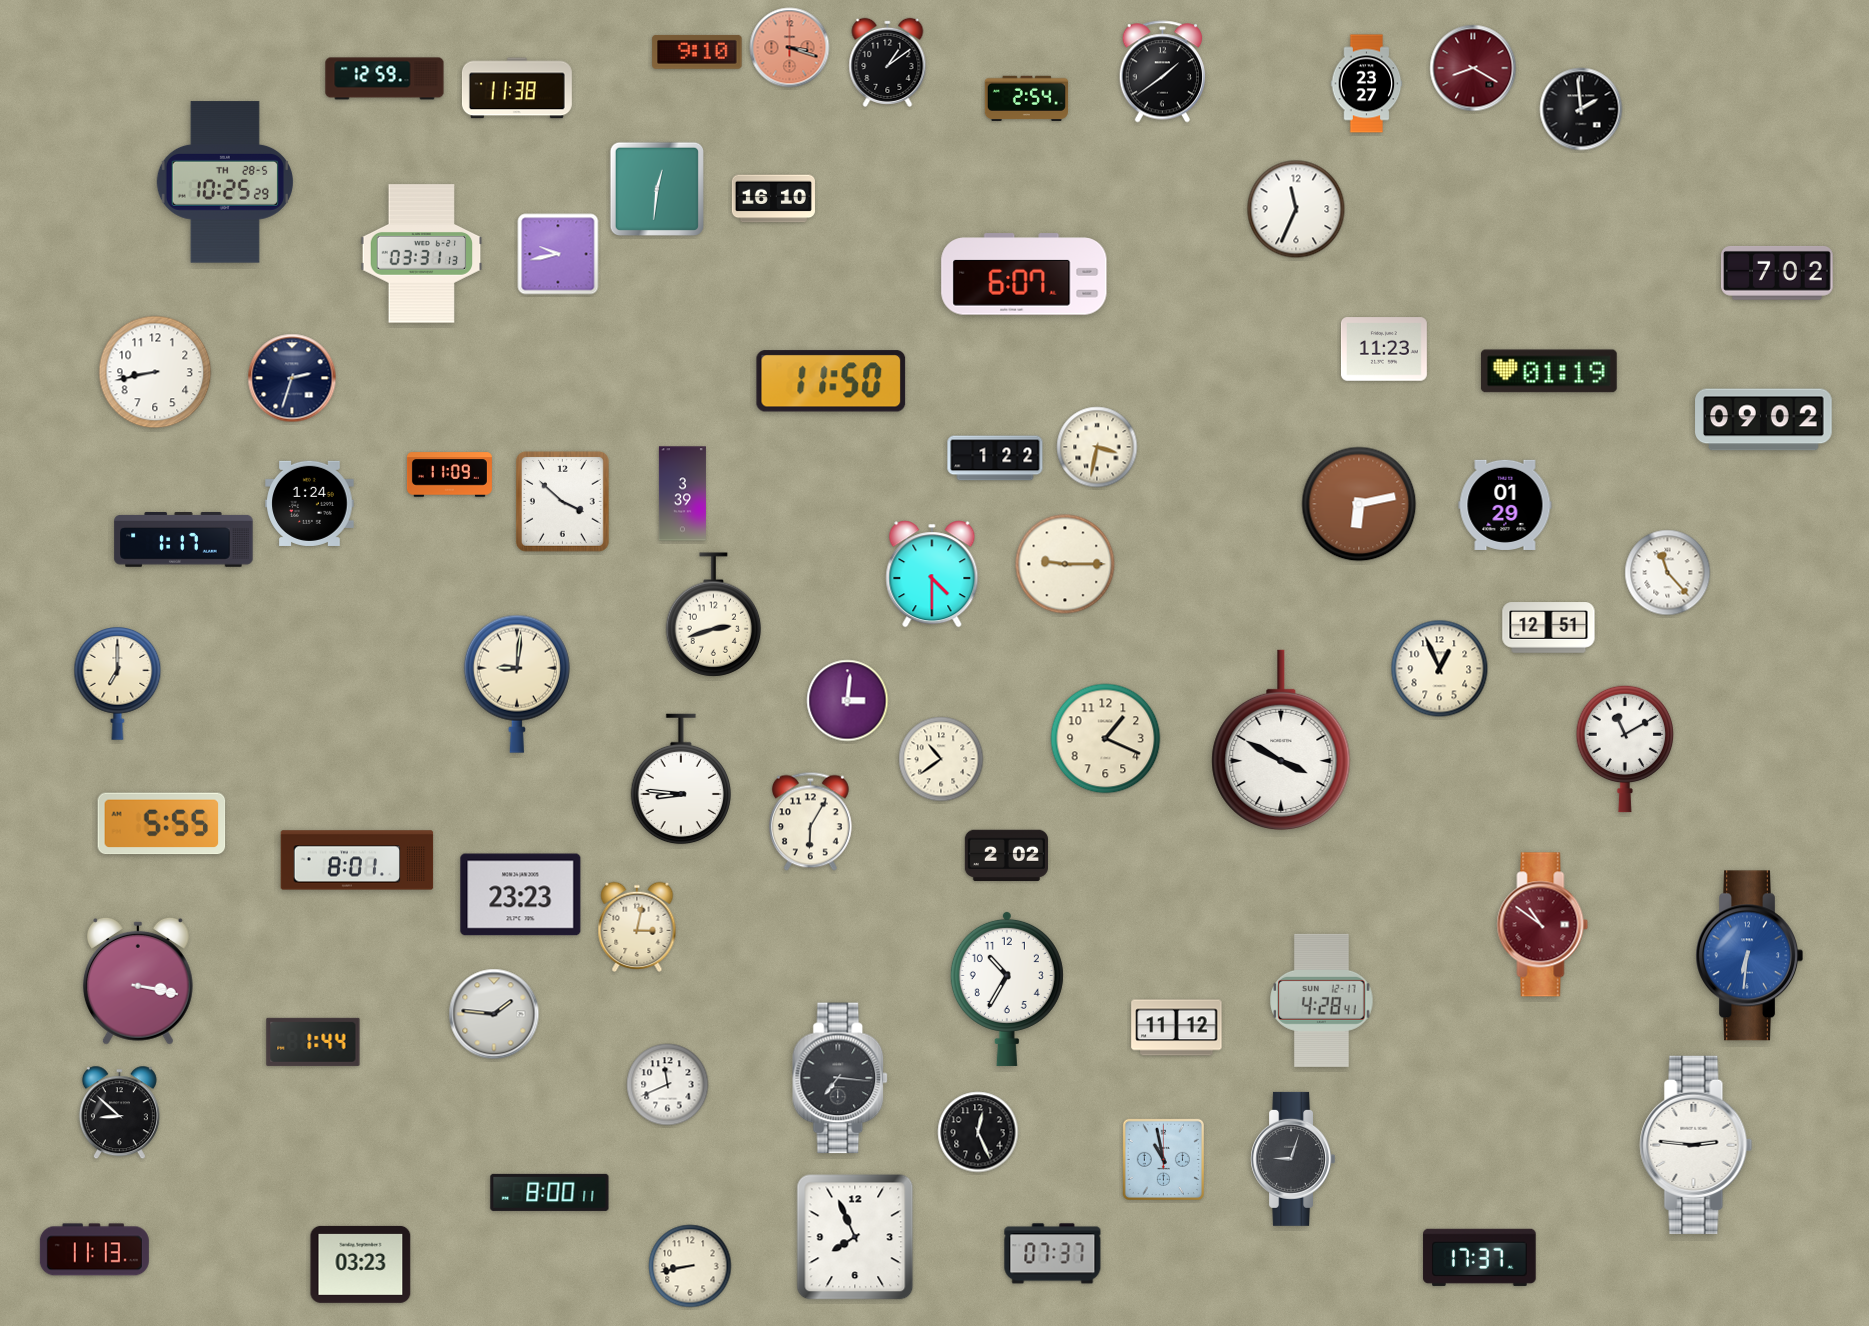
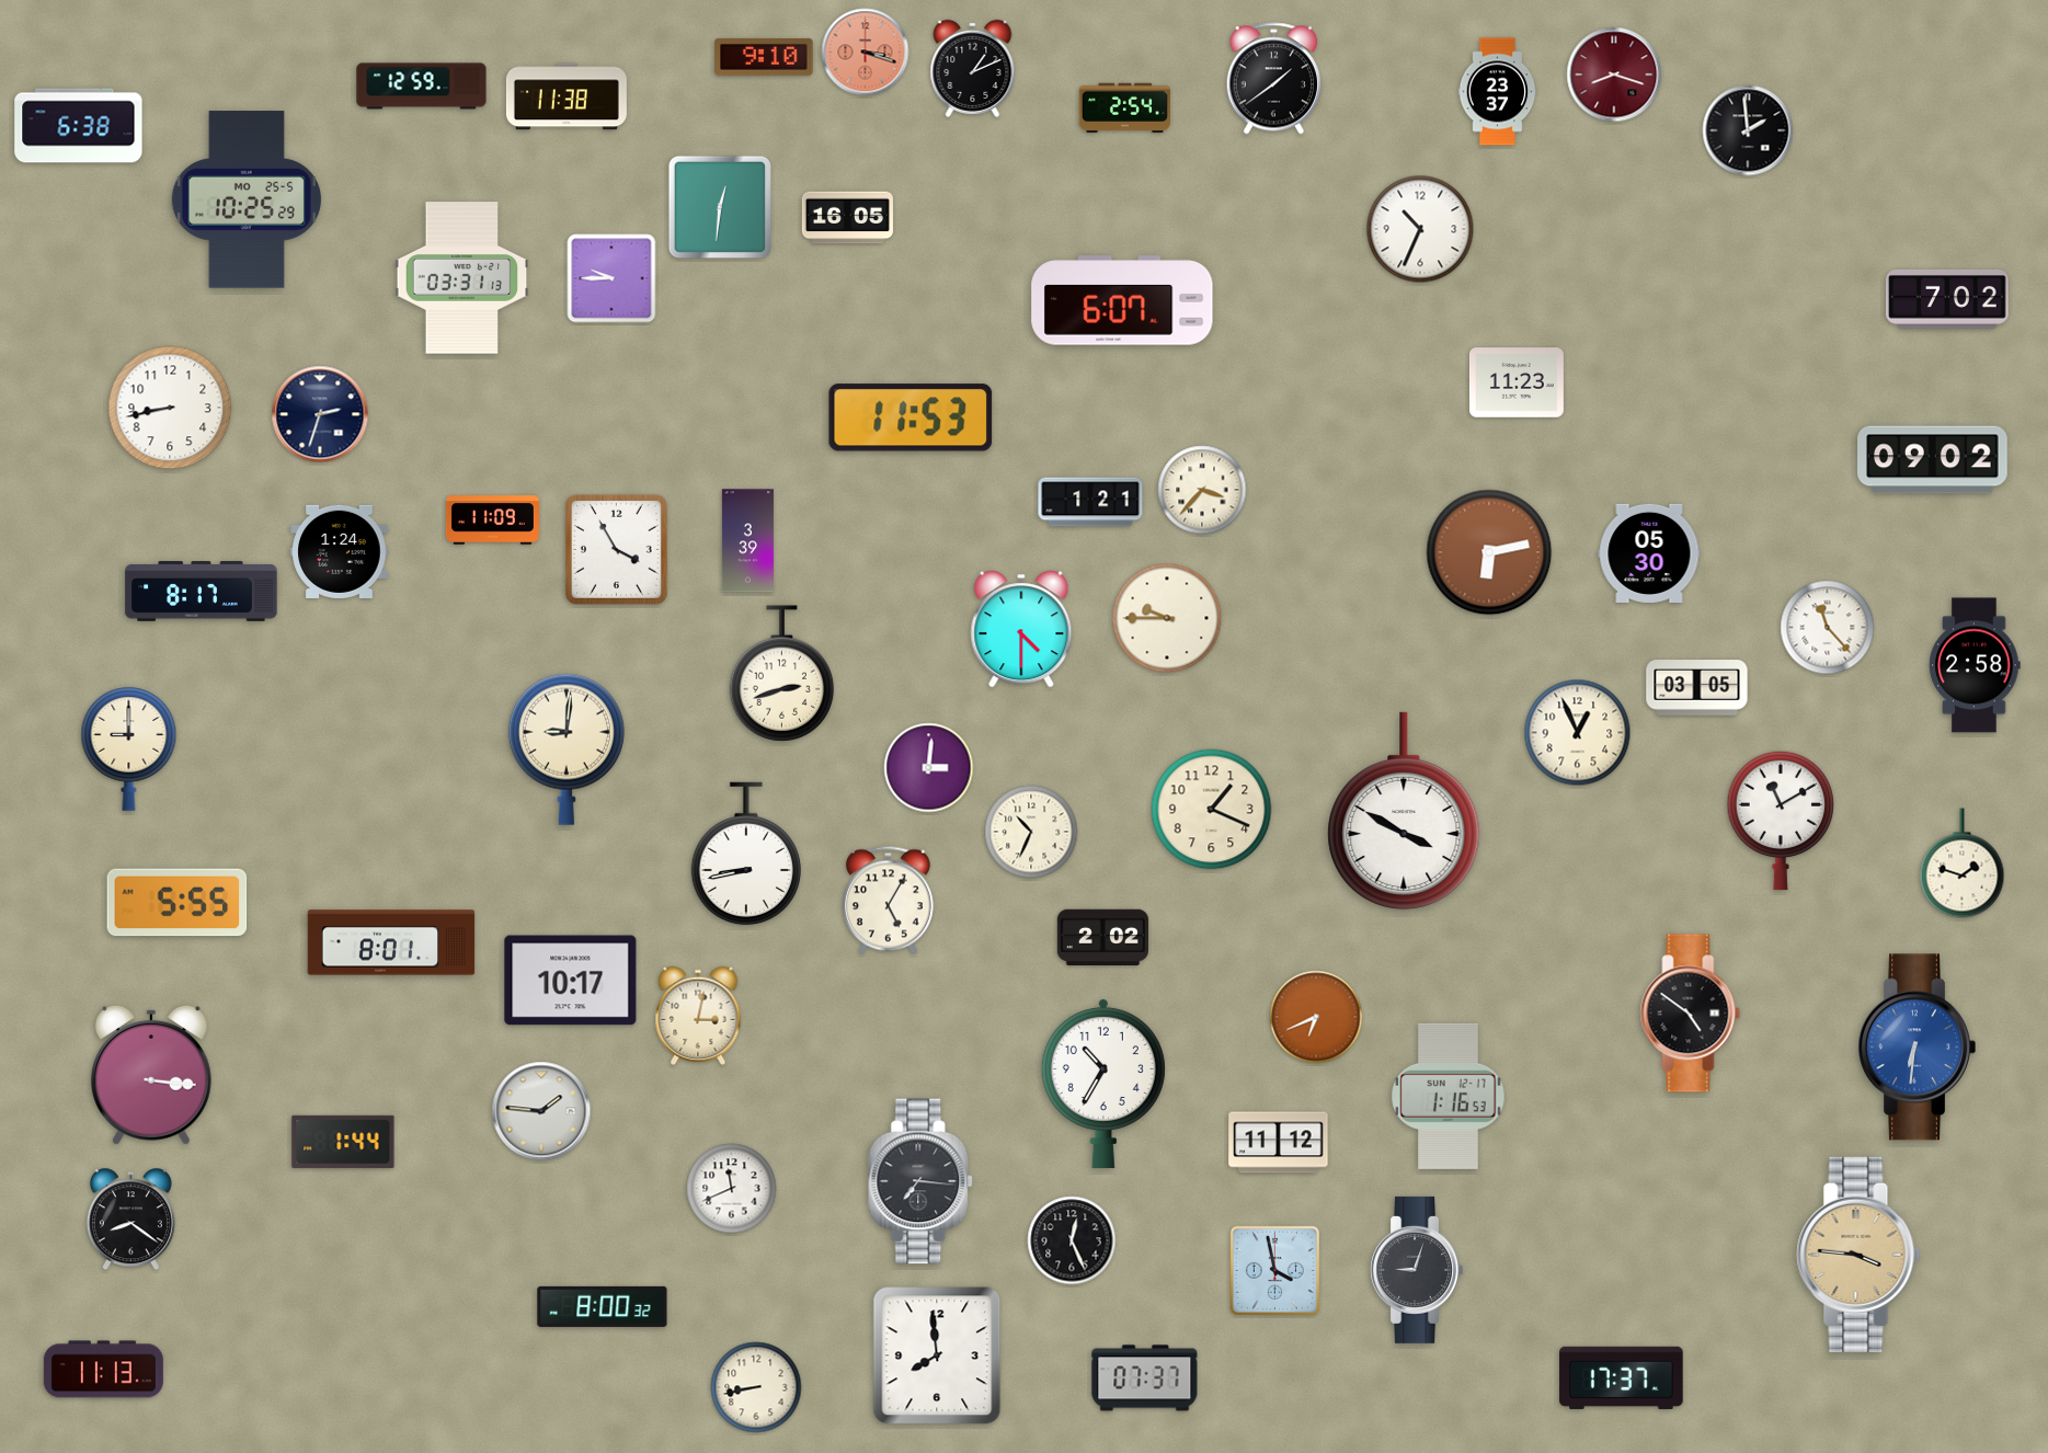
clock at (888, 62): 1:09 -> 1:11
clock at (1473, 68): 8:20 -> 8:18
clock at (1367, 84): 23:27 -> 23:37
clock at (1581, 109) position: (1581, 109) -> (1748, 130)
clock at (79, 126): none -> 6:38
clock at (225, 182) date: TH 28-5 -> MO 25-5
clock at (773, 199): 16:10 -> 16:05
clock at (1296, 209): 11:34 -> 10:34
clock at (558, 254): 9:43 -> 9:45
clock at (1549, 371): 01:19 -> none
clock at (831, 381): 11:50 -> 11:53
clock at (1097, 447): 3:32 -> 3:37
clock at (995, 458): 1:22 -> 1:21
clock at (562, 501): 3:52 -> 3:55
clock at (1505, 505): 01:29 -> 05:30
clock at (184, 540): 1:17 -> 8:17
clock at (1065, 564): 9:15 -> 9:45
clock at (1975, 665): none -> 2:58
clock at (1549, 628): 12:51 -> 03:05
clock at (118, 684): 7:00 -> 9:00
clock at (941, 759): 10:39 -> 10:34
clock at (681, 779): 8:46 -> 8:43
clock at (1963, 863): none -> 1:48
clock at (811, 822): 6:05 -> 5:05
clock at (521, 895): 23:23 -> 10:17
clock at (1543, 925): 10:51 -> 4:51
clock at (1543, 925) dial: burgundy -> black
clock at (1316, 1017): none -> 6:41
clock at (138, 981): 3:17 -> 3:16
clock at (1322, 1000): 4:28 -> 1:16
clock at (1177, 1028) position: (1177, 1028) -> (1279, 1143)
clock at (119, 1113): 8:52 -> 8:21
clock at (1696, 1145): 2:46 -> 3:46
clock at (1696, 1145) dial: white -> champagne
clock at (1163, 1159): 10:58 -> 3:58
clock at (550, 1192): 8:00:11 -> 8:00:32
clock at (855, 1237): 7:56 -> 7:59
clock at (1053, 1254) position: (1053, 1254) -> (1145, 1378)
clock at (361, 1264): 03:23 -> none
